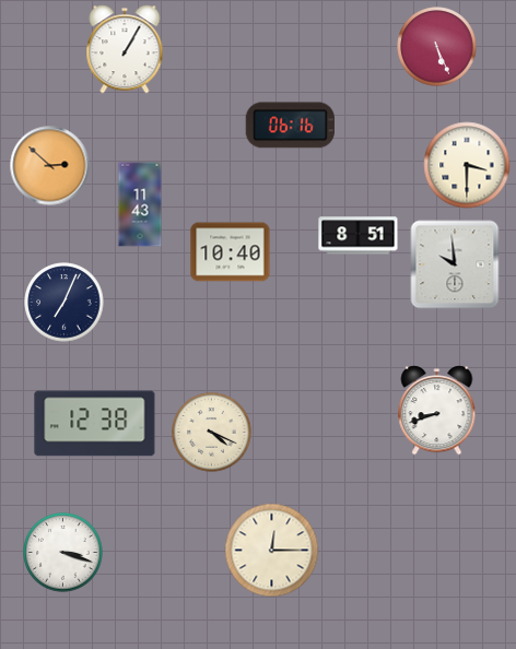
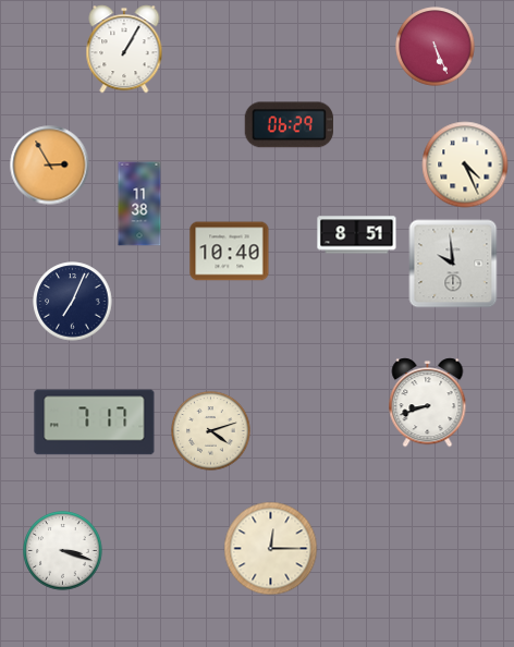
clock at (290, 126): 06:16 -> 06:29
clock at (467, 165): 3:30 -> 4:26
clock at (50, 166): 2:52 -> 2:55
clock at (140, 204): 11:43 -> 11:38
clock at (64, 303) position: (64, 303) -> (73, 302)
clock at (437, 411) position: (437, 411) -> (428, 403)
clock at (95, 424): 12:38 -> 7:17
clock at (212, 433): 4:19 -> 4:12
